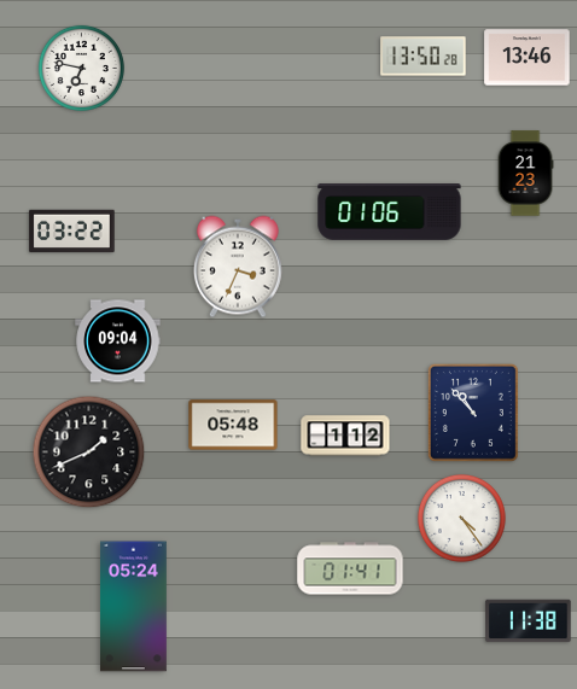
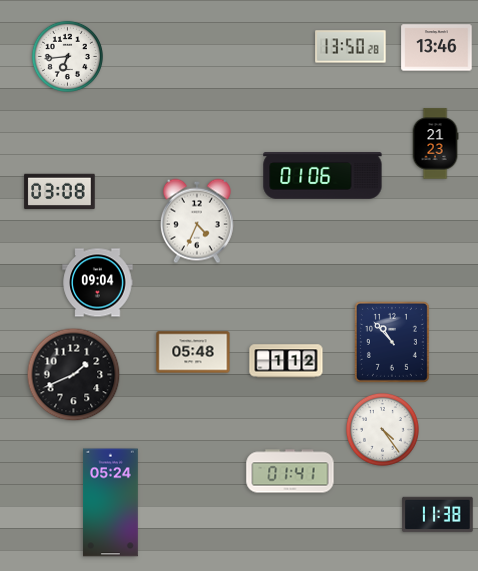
clock at (81, 68): 6:47 -> 6:44
clock at (72, 232): 03:22 -> 03:08
clock at (238, 267): 3:34 -> 4:34
